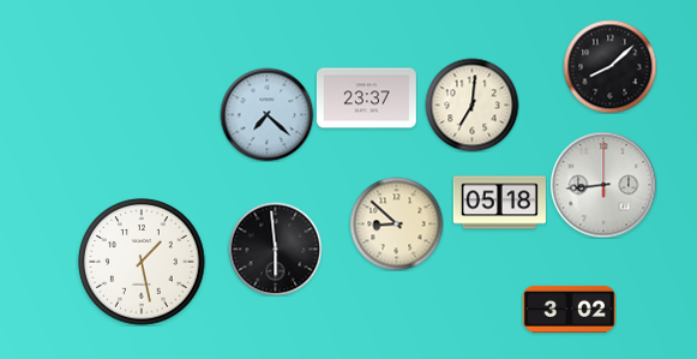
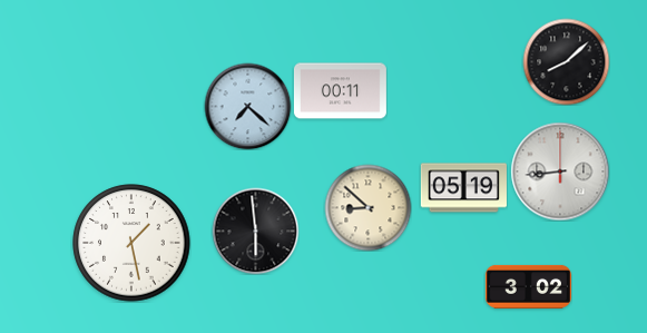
clock at (366, 98): 23:37 -> 00:11
clock at (471, 104): 7:01 -> none
clock at (499, 203): 05:18 -> 05:19
